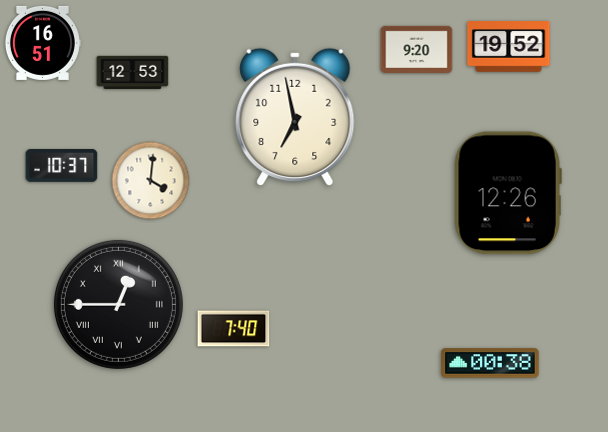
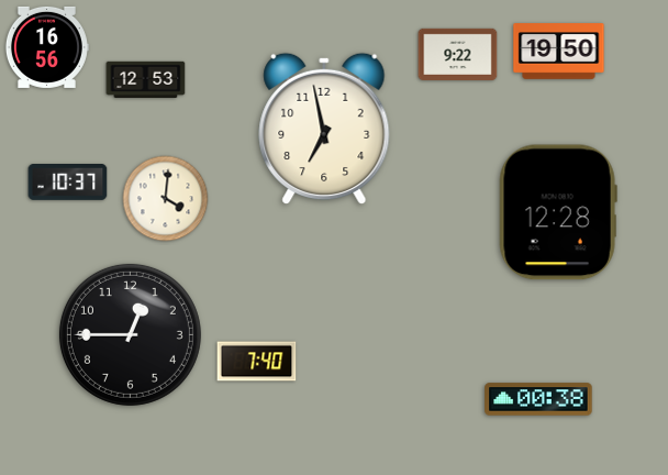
clock at (42, 43): 16:51 -> 16:56
clock at (509, 47): 19:52 -> 19:50
clock at (417, 49): 9:20 -> 9:22
clock at (508, 193): 12:26 -> 12:28
clock at (118, 304) numerals: Roman -> Arabic
